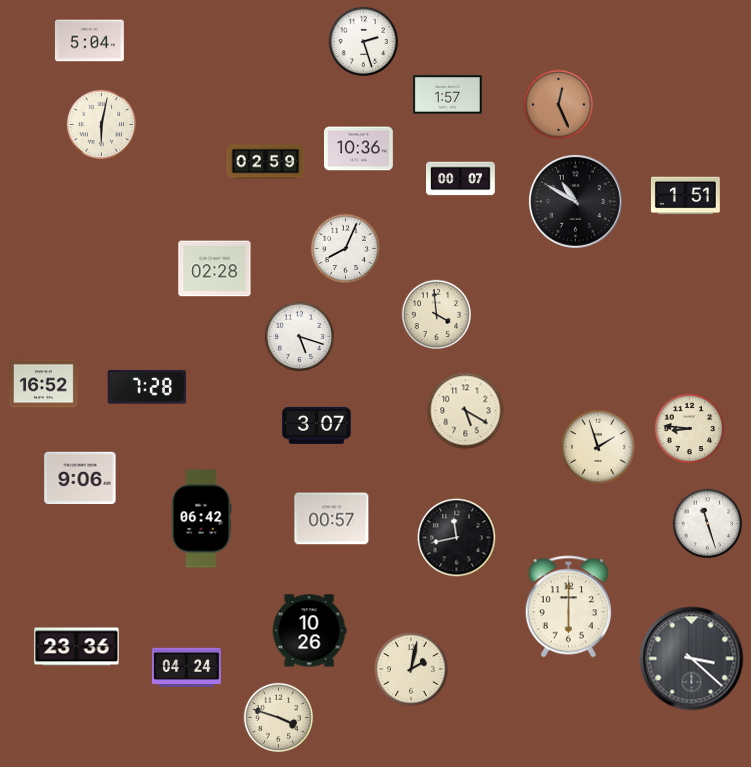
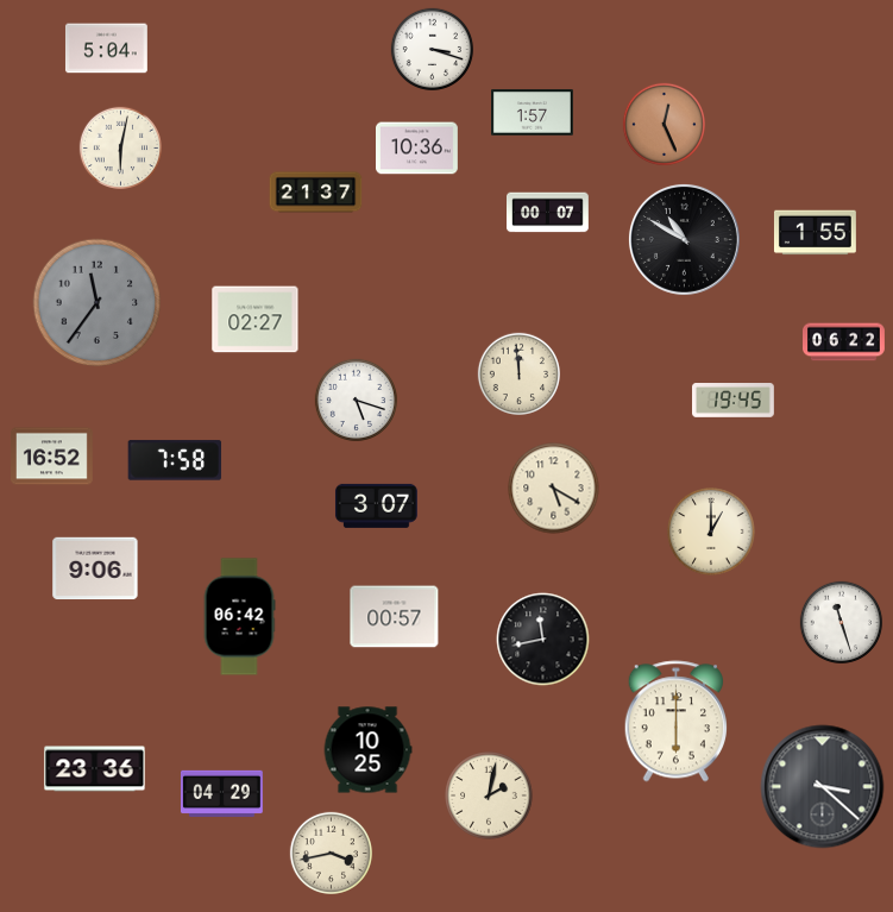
clock at (363, 41): 2:27 -> 3:18
clock at (359, 149) position: (359, 149) -> (417, 149)
clock at (266, 162): 02:59 -> 21:37
clock at (685, 196): 1:51 -> 1:55
clock at (345, 248): 8:04 -> none
clock at (98, 303): none -> 11:36
clock at (215, 269): 02:28 -> 02:27
clock at (844, 342): none -> 06:22
clock at (436, 314): 3:59 -> 11:59
clock at (734, 401): none -> 19:45
clock at (147, 387): 7:28 -> 7:58
clock at (689, 428): 8:46 -> none
clock at (598, 447): 1:57 -> 1:00
clock at (309, 631): 10:26 -> 10:25
clock at (77, 647) position: (77, 647) -> (95, 769)
clock at (692, 659) position: (692, 659) -> (823, 787)
clock at (186, 667): 04:24 -> 04:29
clock at (278, 717): 3:48 -> 3:43
